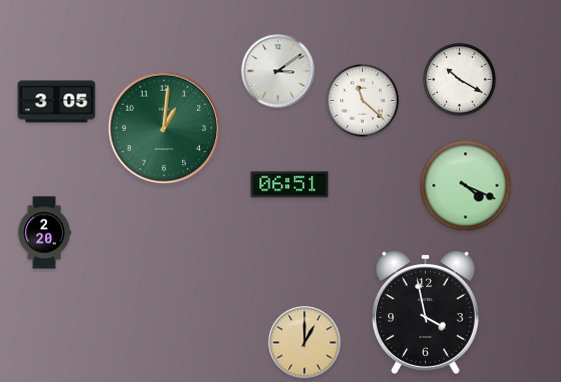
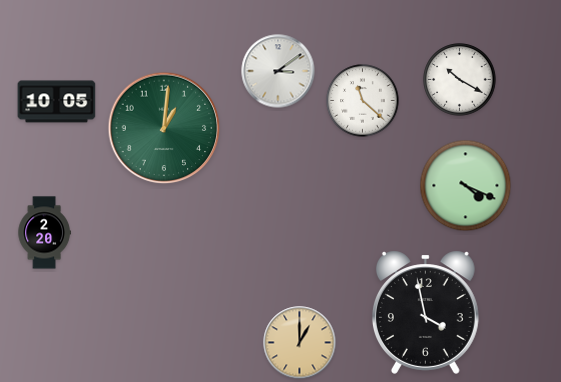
clock at (57, 102): 3:05 -> 10:05
clock at (290, 185): 06:51 -> none
clock at (305, 343) position: (305, 343) -> (300, 343)
